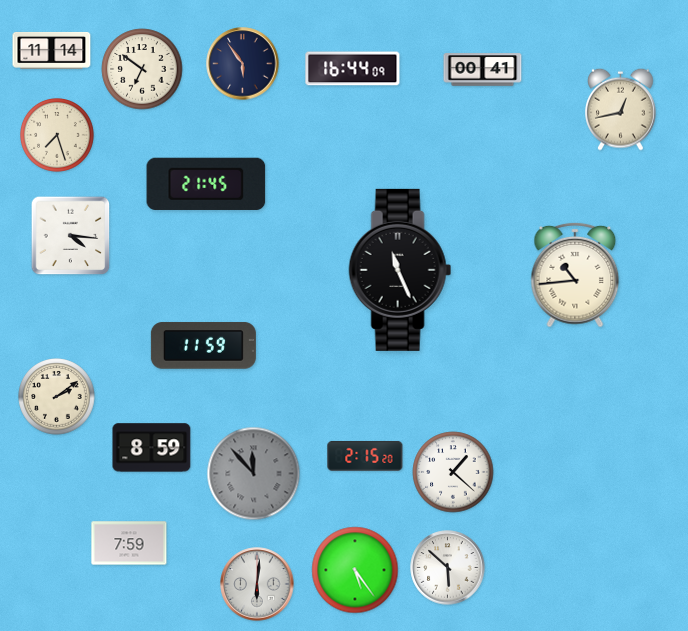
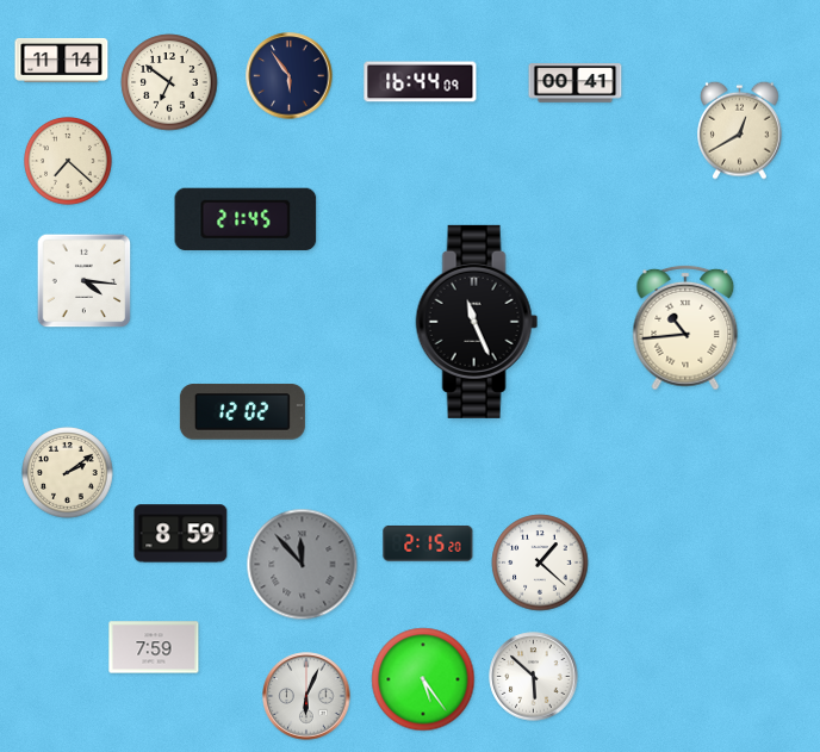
clock at (621, 109): 12:43 -> 12:40
clock at (58, 136): 7:27 -> 7:22
clock at (203, 346): 11:59 -> 12:02
clock at (365, 456) position: (365, 456) -> (428, 543)
clock at (257, 584): 6:01 -> 6:04
